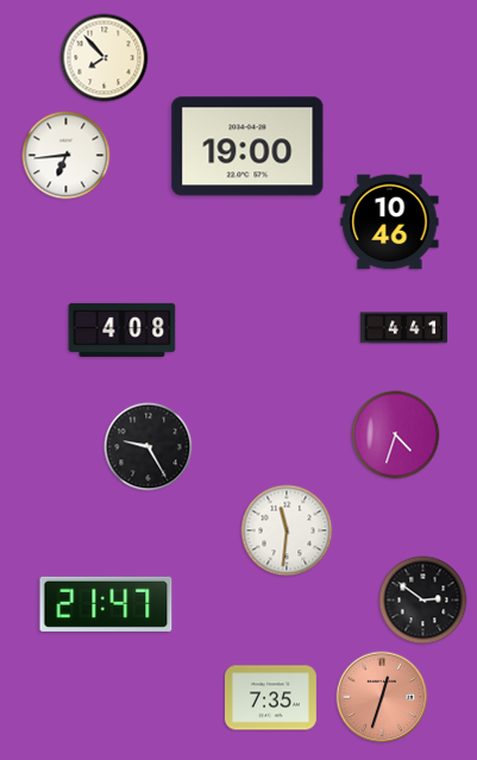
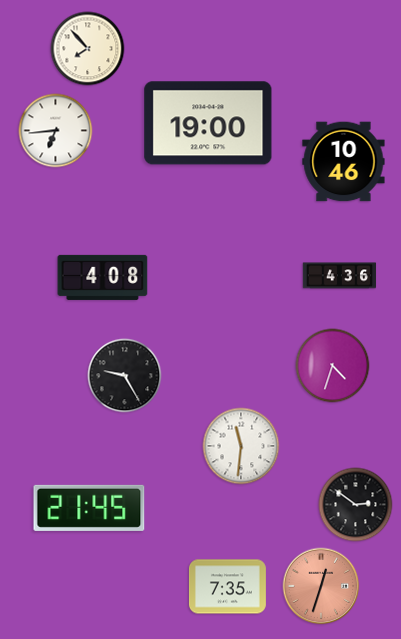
clock at (390, 222) position: (390, 222) -> (344, 162)
clock at (404, 328): 4:41 -> 4:36
clock at (106, 604): 21:47 -> 21:45
